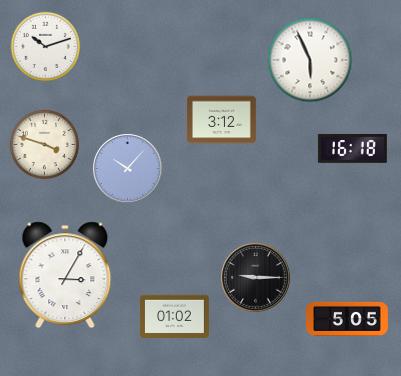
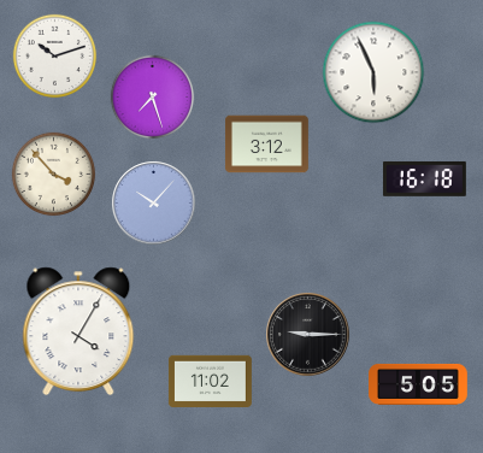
clock at (153, 98): none -> 7:27
clock at (45, 145): 3:48 -> 3:53
clock at (65, 275): 3:05 -> 4:05
clock at (174, 316): 01:02 -> 11:02
